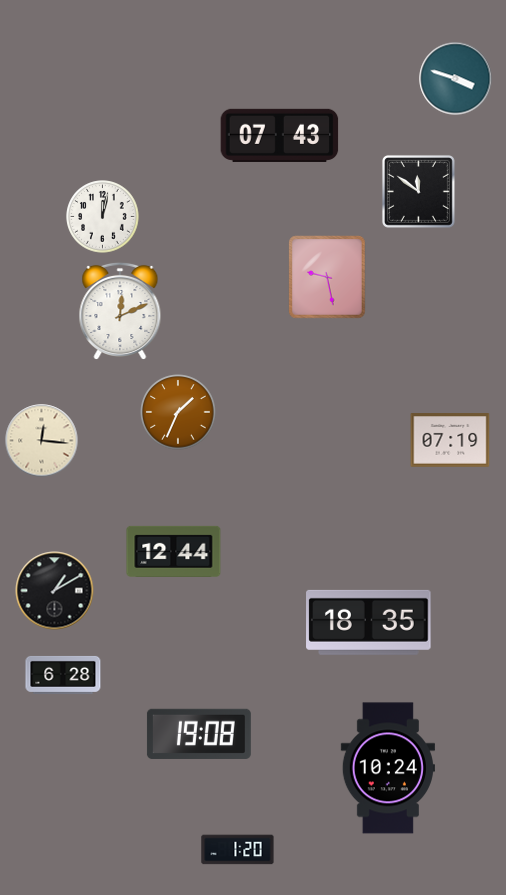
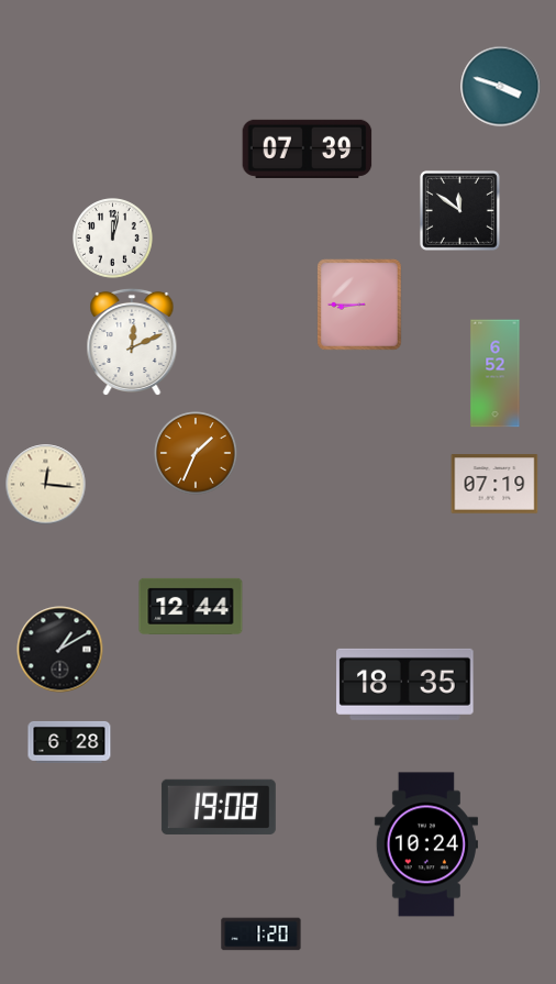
clock at (280, 135): 07:43 -> 07:39
clock at (327, 277): 9:28 -> 8:45
clock at (496, 374): none -> 6:52
